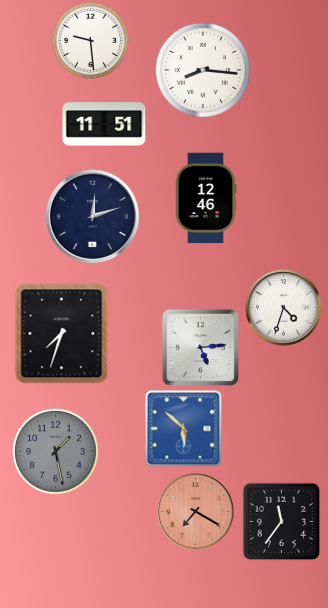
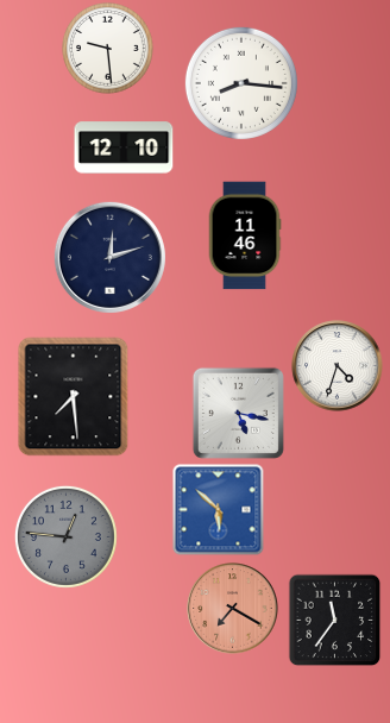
clock at (104, 124): 11:51 -> 12:10
clock at (206, 198): 12:46 -> 11:46
clock at (62, 334): 7:33 -> 7:29
clock at (200, 347): 5:14 -> 5:17
clock at (55, 451): 1:28 -> 12:46
